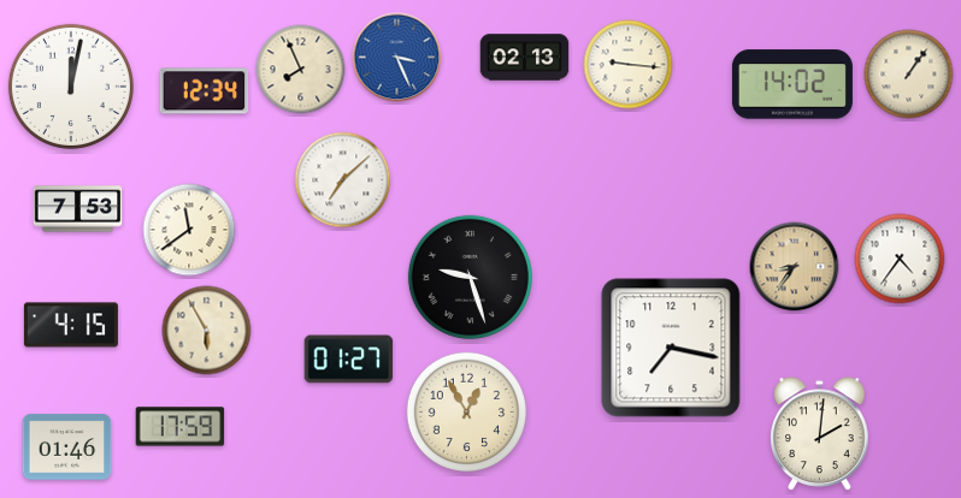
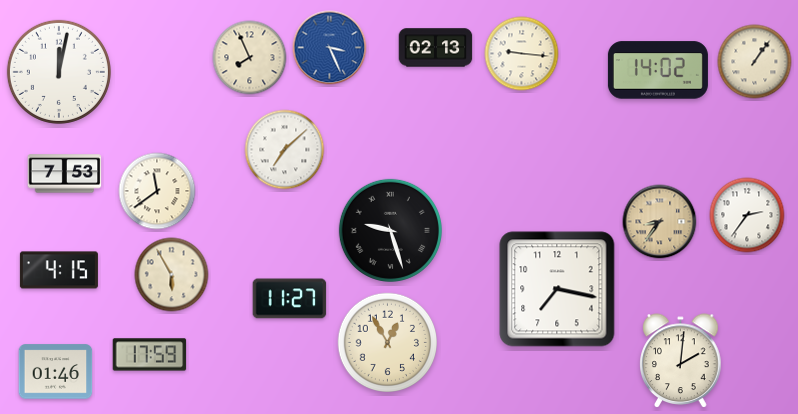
clock at (205, 91): 12:34 -> none
clock at (900, 259): 4:36 -> 2:36
clock at (349, 360): 01:27 -> 11:27
